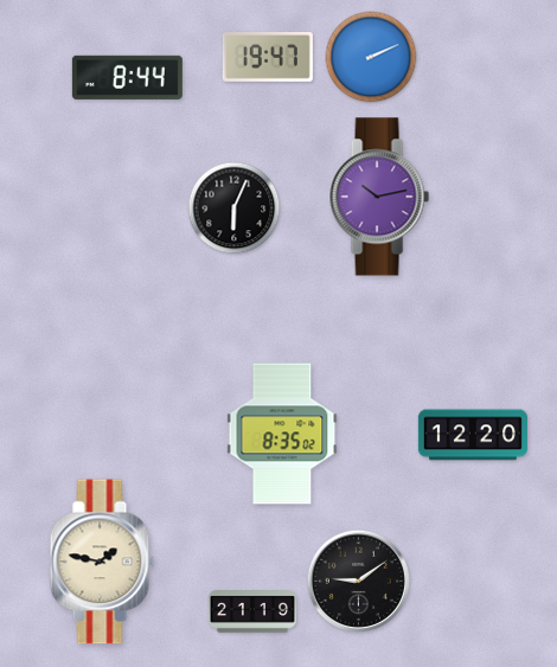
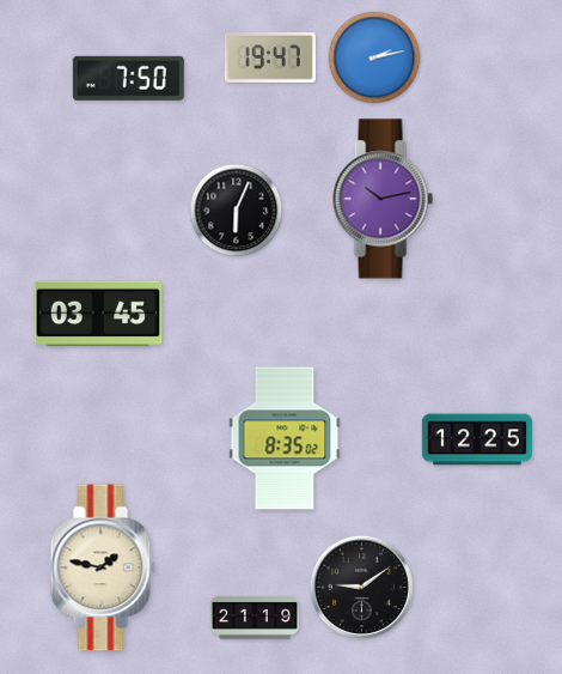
clock at (371, 57): 2:11 -> 2:13
clock at (127, 77): 8:44 -> 7:50
clock at (98, 314): none -> 03:45
clock at (473, 435): 12:20 -> 12:25
